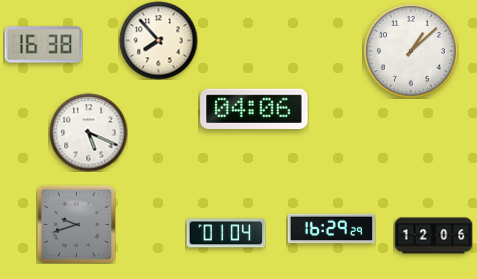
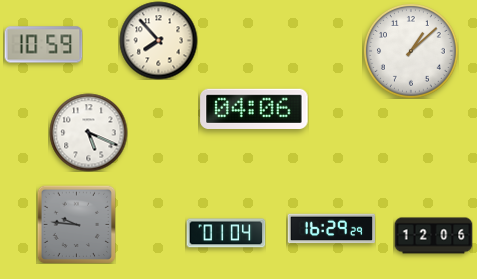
clock at (43, 45): 16:38 -> 10:59
clock at (76, 224): 9:42 -> 9:46
